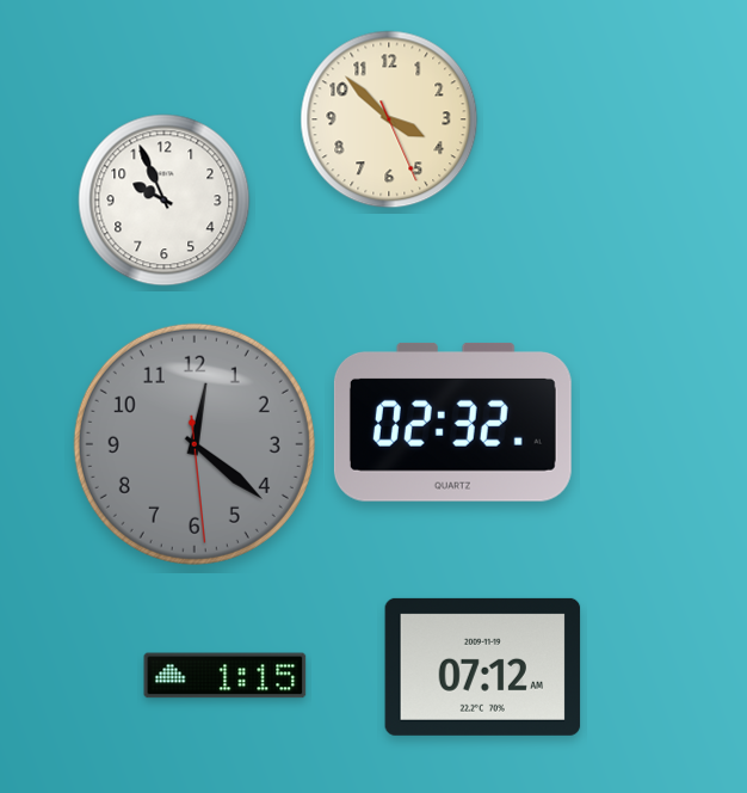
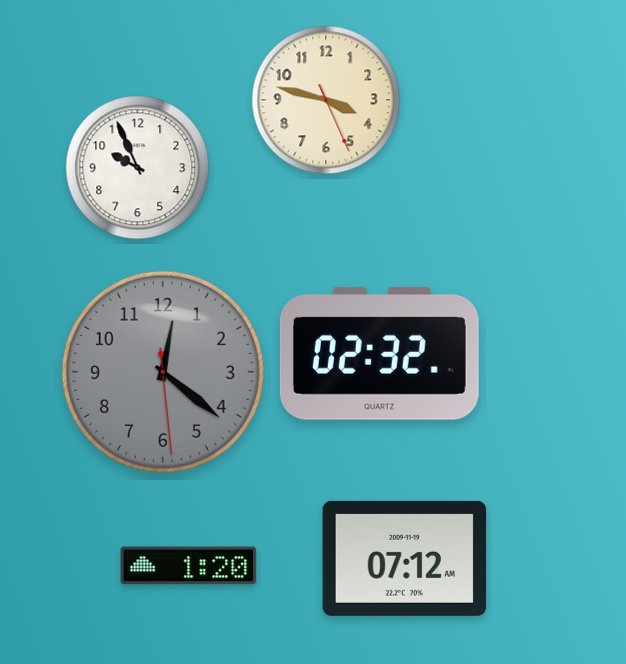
clock at (389, 119): 3:52 -> 3:47
clock at (226, 676): 1:15 -> 1:20
